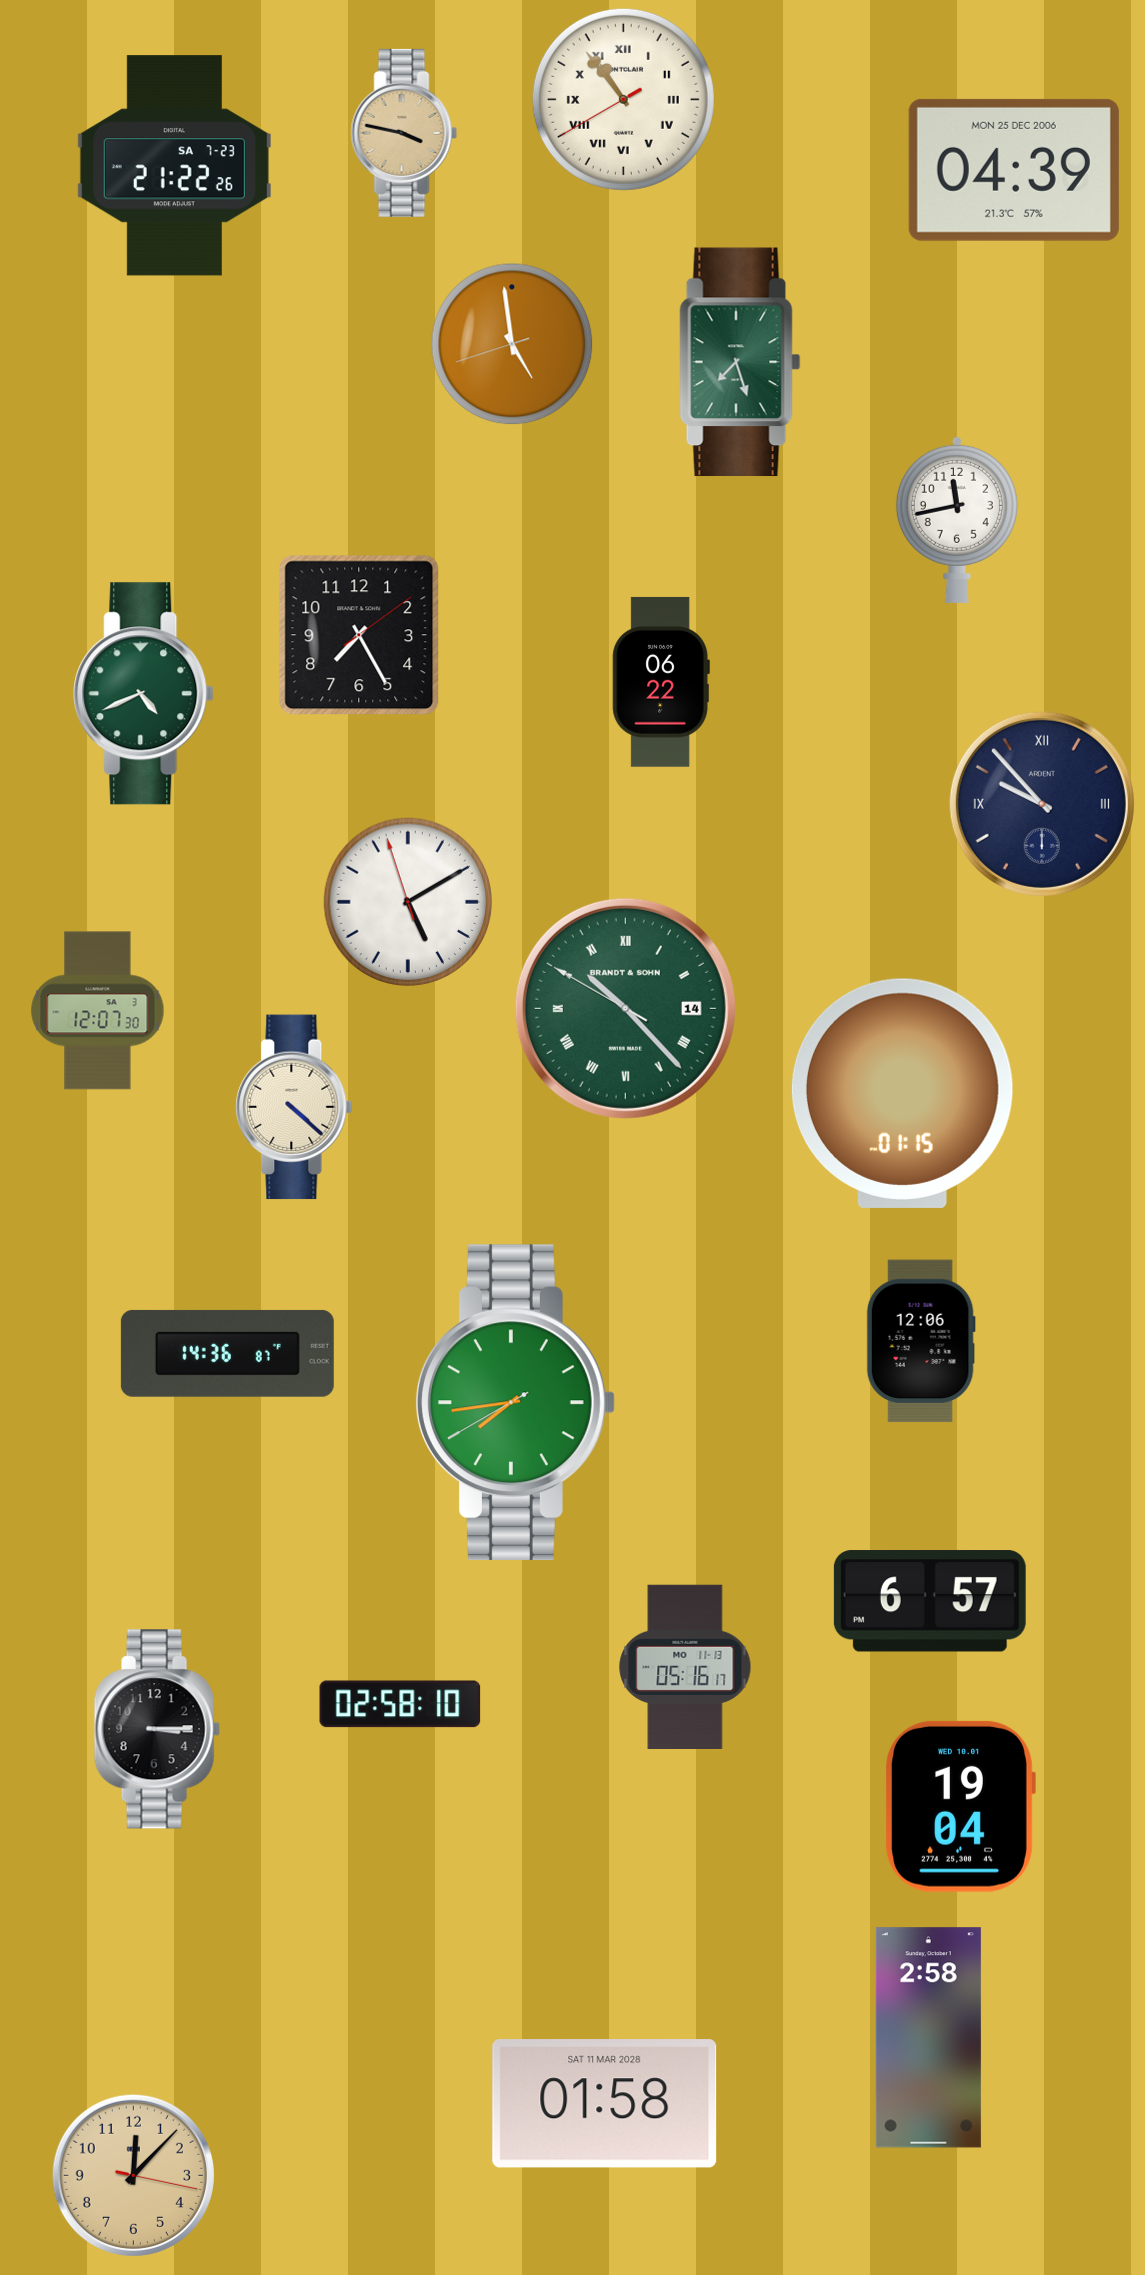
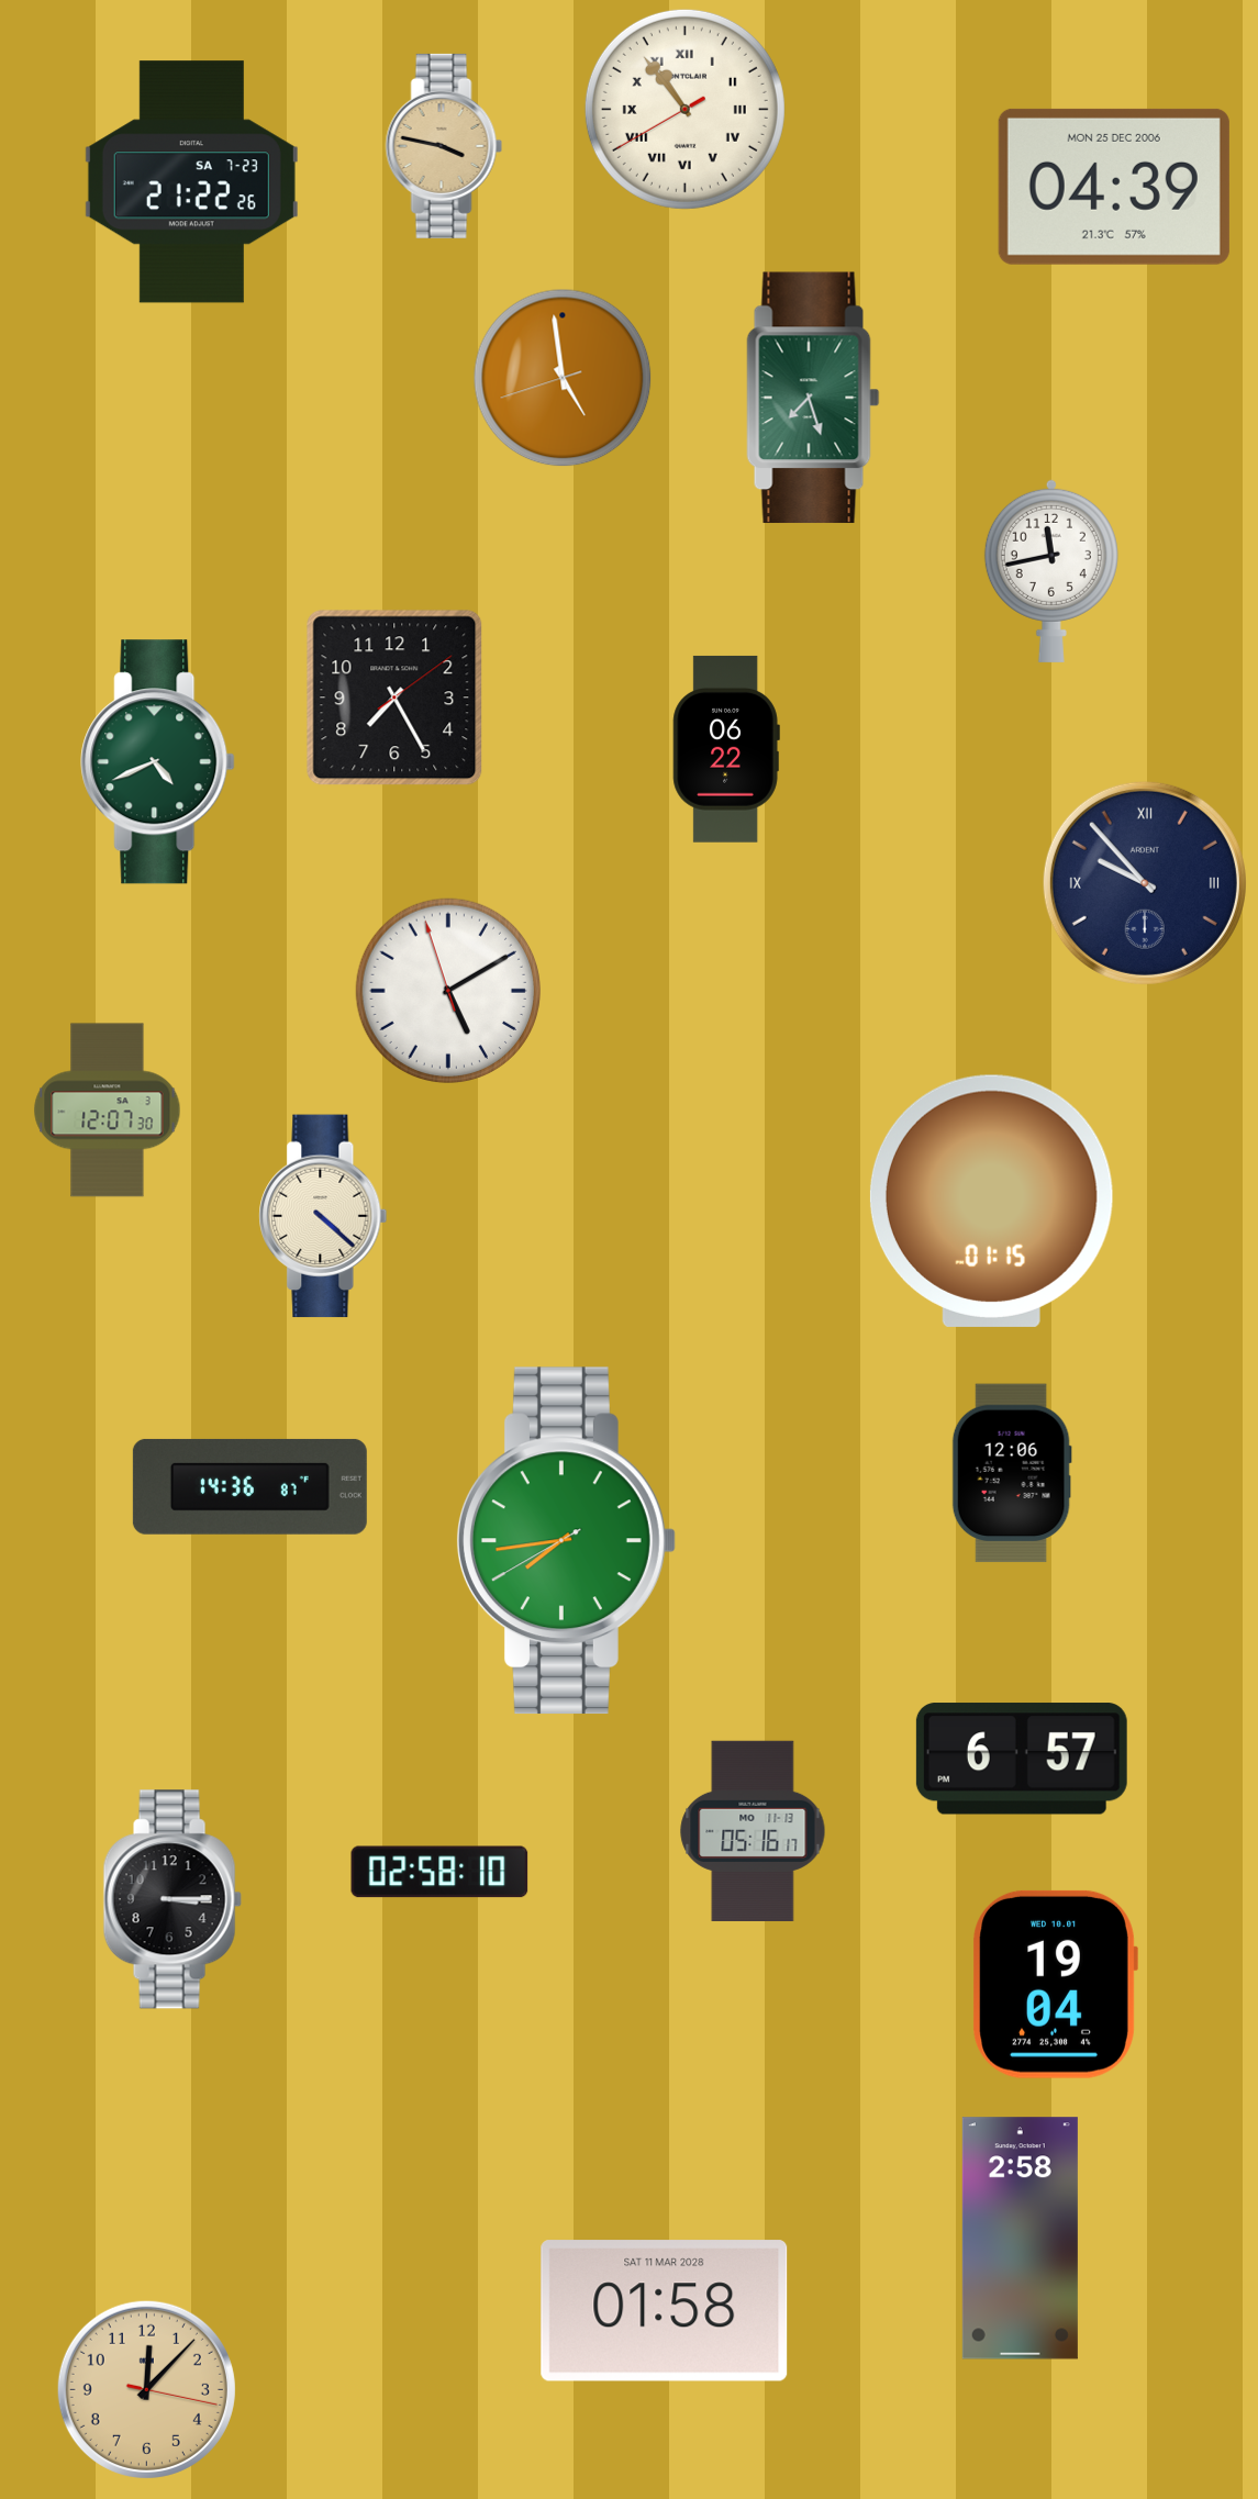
clock at (625, 1008): 10:22 -> none
